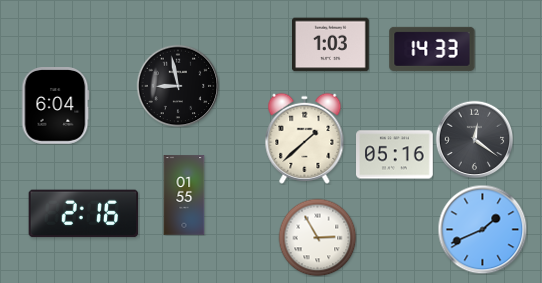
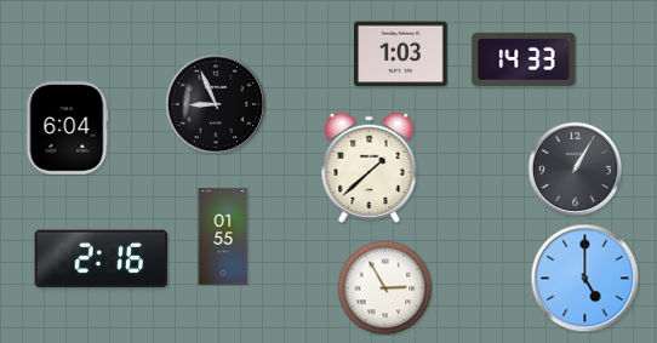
clock at (178, 86): 8:58 -> 8:56
clock at (474, 139): 12:21 -> 1:05
clock at (395, 155): 05:16 -> none
clock at (482, 229): 1:41 -> 5:00
